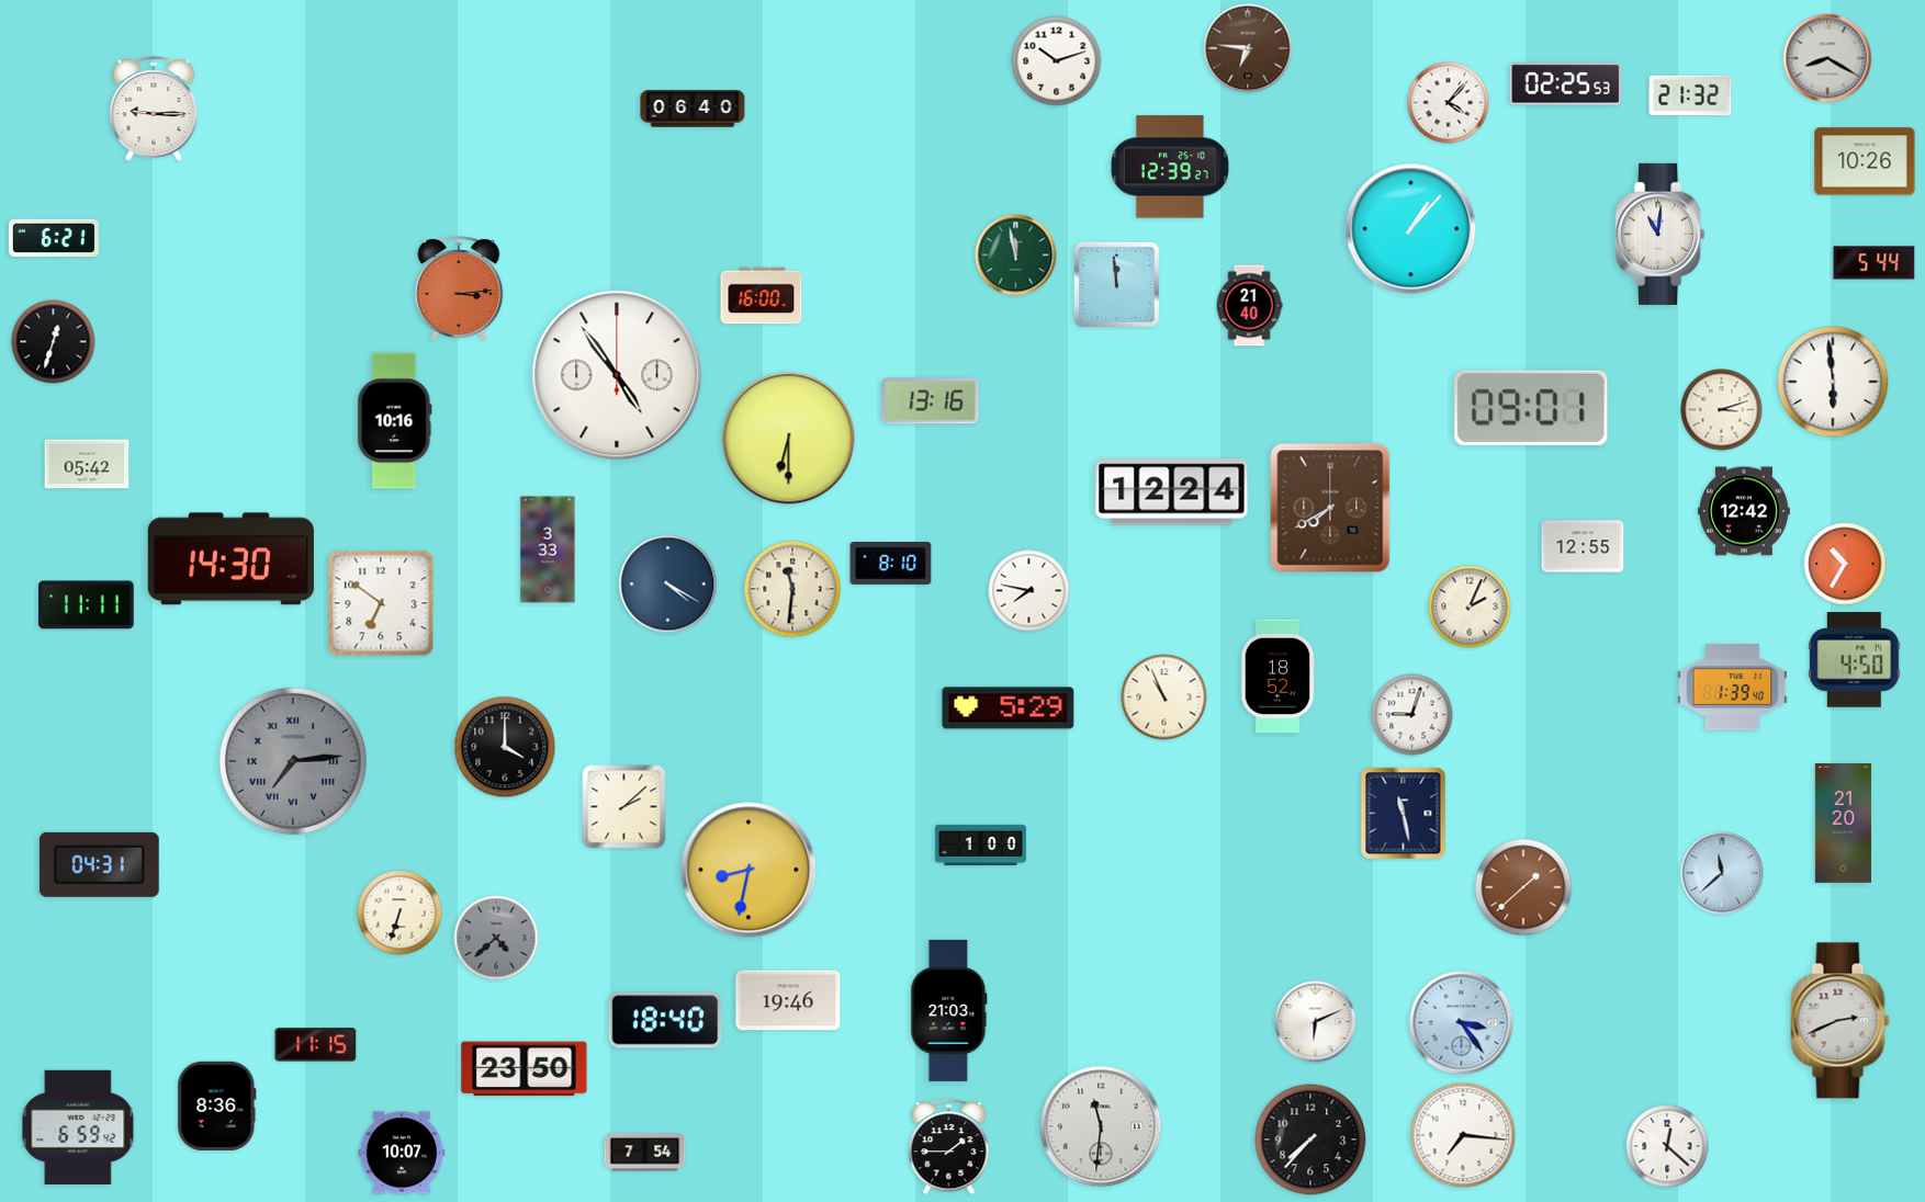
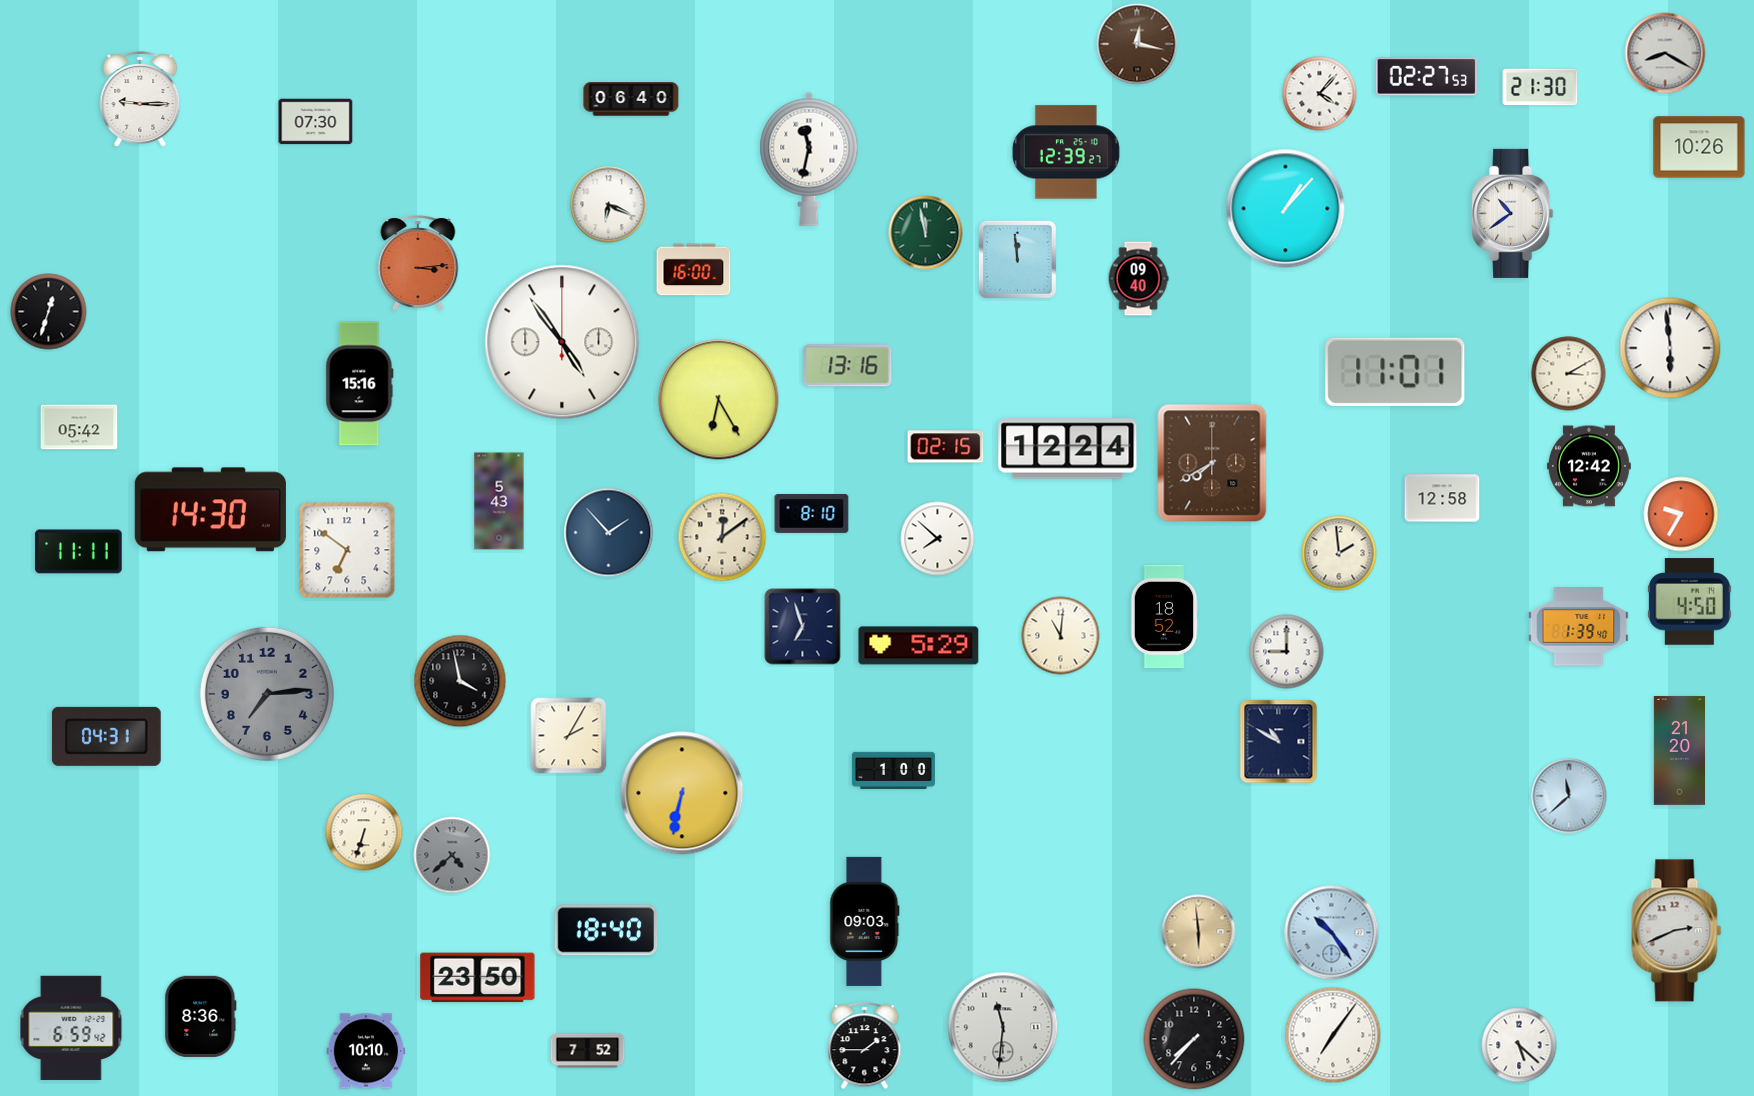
clock at (1248, 48): 6:46 -> 12:17
clock at (1057, 61): 10:12 -> none
clock at (1566, 84): 02:25 -> 02:27
clock at (1690, 95): 21:32 -> 21:30
clock at (316, 122): none -> 07:30
clock at (809, 159): none -> 11:32
clock at (609, 205): none -> 6:19
clock at (1661, 234): 11:01 -> 10:39
clock at (54, 238): 6:21 -> none
clock at (1875, 263): 5:44 -> none
clock at (1249, 306): 21:40 -> 09:40
clock at (1531, 408): 09:01 -> 11:01
clock at (1722, 410): 3:12 -> 3:10
clock at (395, 421): 10:16 -> 15:16
clock at (789, 439): 6:30 -> 6:25
clock at (87, 464) position: (87, 464) -> (79, 427)
clock at (946, 447): none -> 02:15
clock at (1583, 546): 12:55 -> 12:58
clock at (548, 549): 3:33 -> 5:43
clock at (1845, 564): 10:35 -> 9:35
clock at (668, 585): 4:20 -> 1:53
clock at (792, 589): 11:31 -> 12:09
clock at (1029, 591): 7:47 -> 7:52
clock at (1470, 606): 2:04 -> 1:59
clock at (803, 627): none -> 6:57
clock at (1164, 698): 10:56 -> 11:01
clock at (1412, 715): 9:03 -> 9:00
clock at (505, 747): 4:00 -> 3:58
clock at (293, 761) numerals: Roman -> Arabic
clock at (624, 807): 2:08 -> 2:05
clock at (1404, 814): 11:28 -> 10:50
clock at (99, 864) position: (99, 864) -> (106, 736)
clock at (748, 870): 8:32 -> 6:32
clock at (1523, 887): 1:38 -> none
clock at (788, 1000): 19:46 -> none
clock at (949, 1010): 21:03 -> 09:03
clock at (1316, 1022): 6:11 -> 5:59
clock at (1316, 1022) dial: white -> champagne
clock at (1462, 1023): 3:24 -> 10:24
clock at (316, 1045): 11:15 -> none
clock at (525, 1069) position: (525, 1069) -> (478, 978)
clock at (217, 1105) position: (217, 1105) -> (201, 1016)
clock at (1463, 1135): 7:16 -> 7:06
clock at (1667, 1146): 12:22 -> 5:22
clock at (402, 1153): 10:07 -> 10:10
clock at (645, 1153): 7:54 -> 7:52
